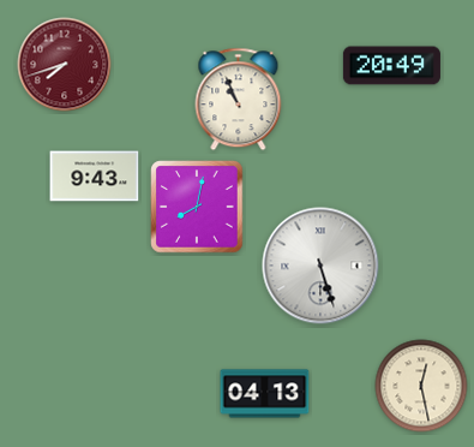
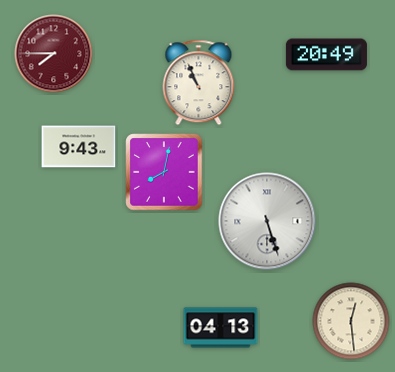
clock at (65, 65): 7:42 -> 7:45
clock at (421, 386): 12:28 -> 12:29
